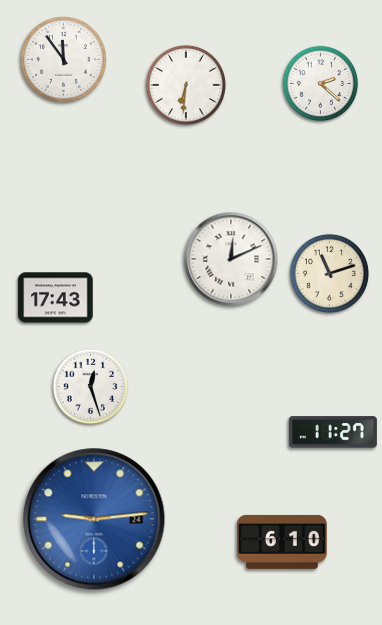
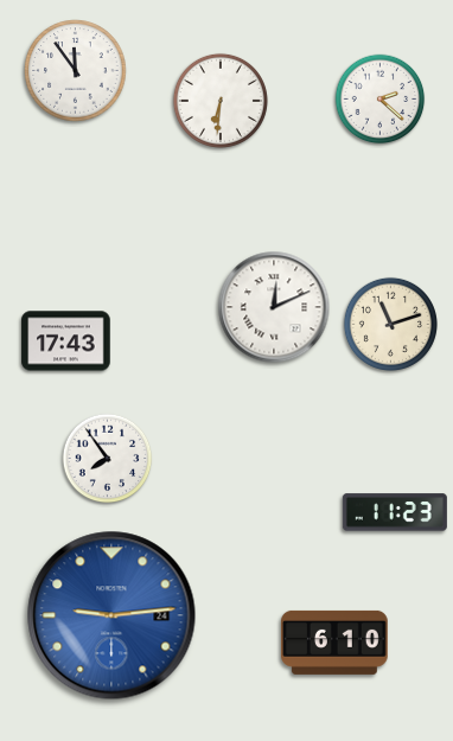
clock at (56, 298) position: (56, 298) -> (66, 341)
clock at (91, 387): 12:27 -> 7:54
clock at (333, 432): 11:27 -> 11:23
